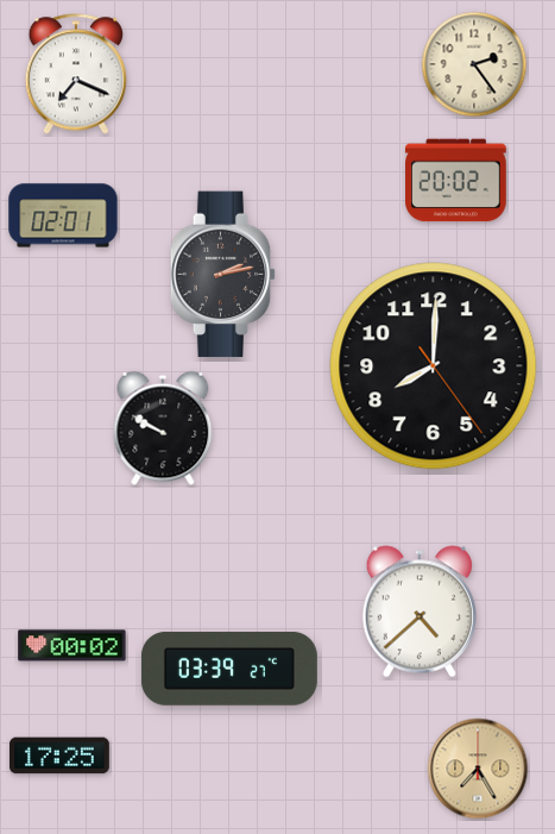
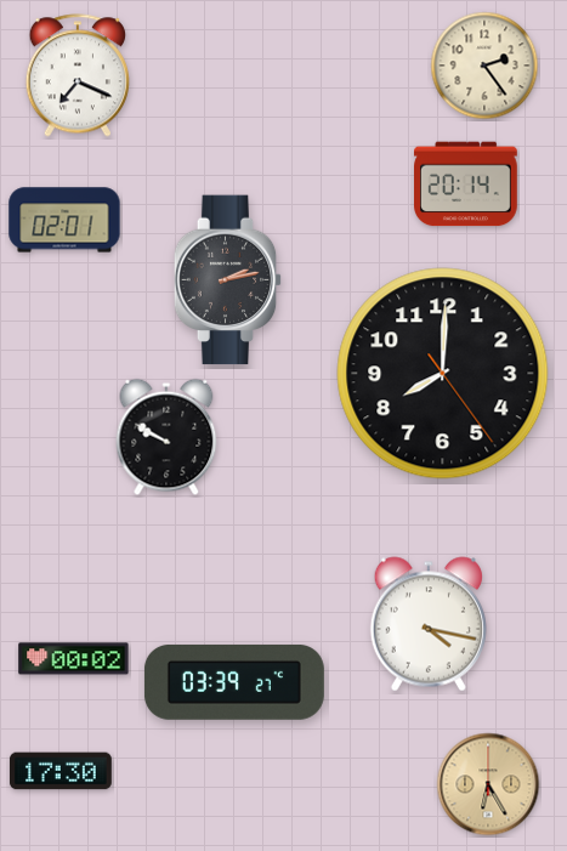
clock at (456, 181): 20:02 -> 20:14
clock at (420, 612): 4:38 -> 4:17
clock at (59, 755): 17:25 -> 17:30
clock at (478, 769): 7:25 -> 6:25
